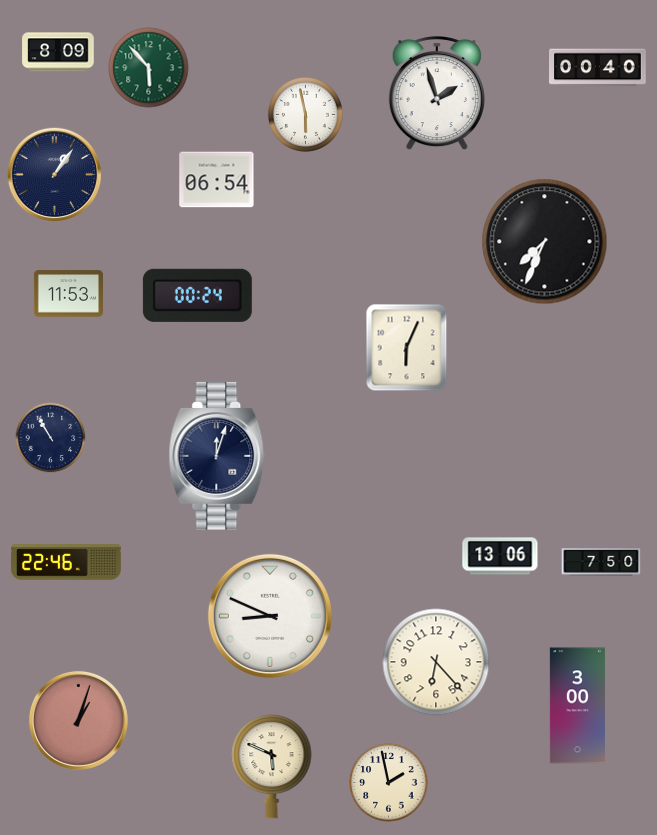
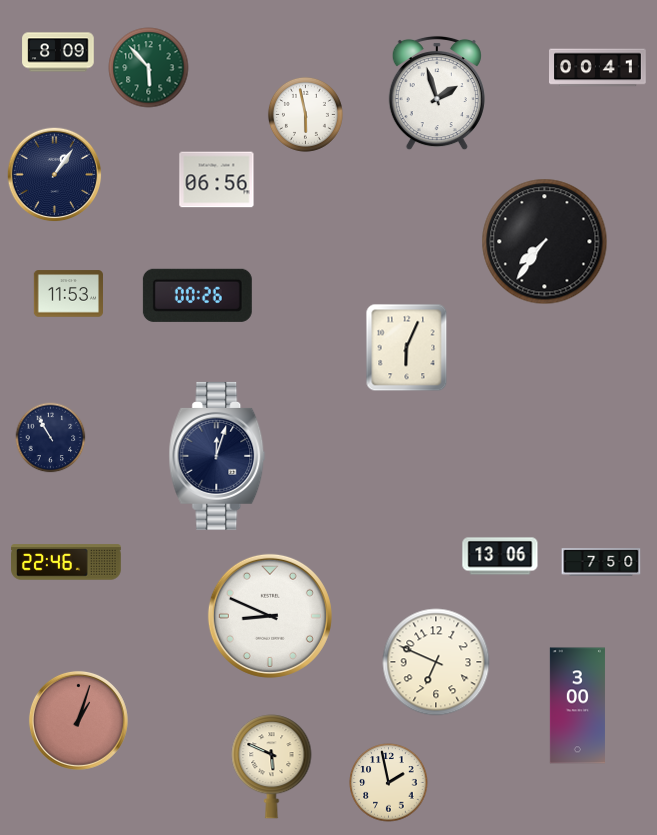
clock at (598, 68): 00:40 -> 00:41
clock at (217, 180): 06:54 -> 06:56
clock at (545, 242): 7:34 -> 7:36
clock at (197, 295): 00:24 -> 00:26
clock at (436, 662): 6:23 -> 6:49
